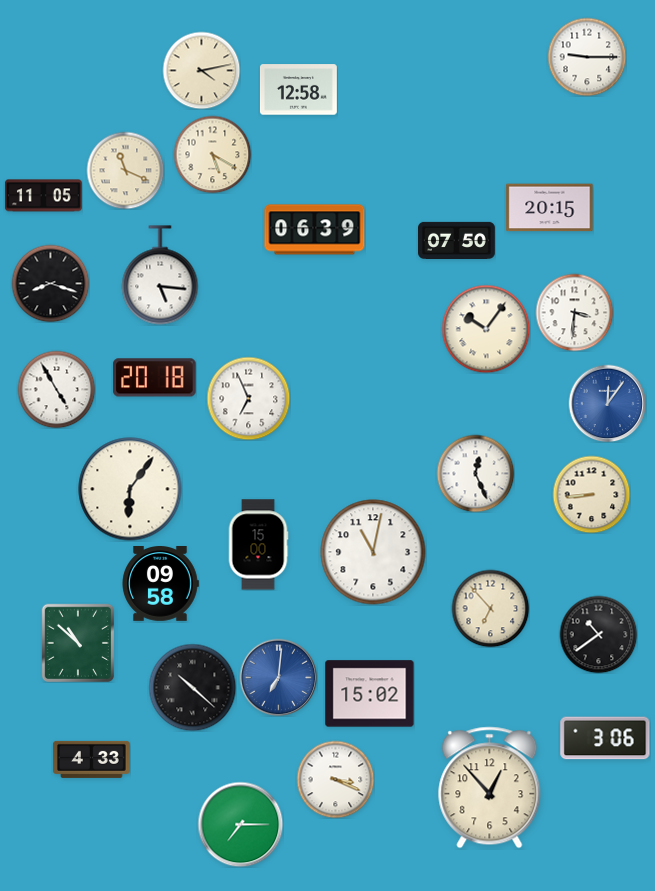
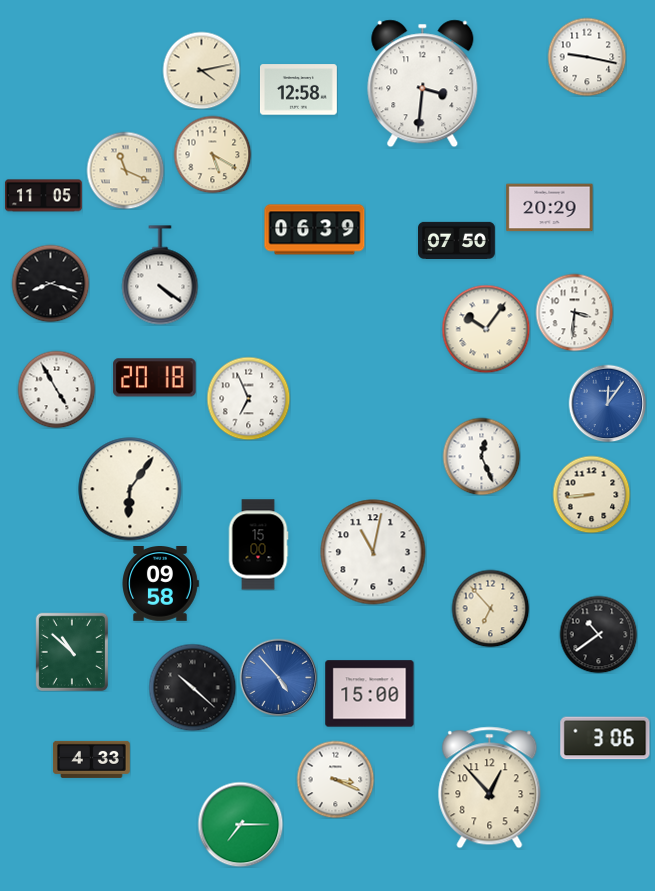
clock at (587, 57): 9:15 -> 9:17
clock at (423, 84): none -> 3:31
clock at (550, 208): 20:15 -> 20:29
clock at (160, 275): 5:16 -> 4:21
clock at (475, 473) position: (475, 473) -> (481, 456)
clock at (77, 642) position: (77, 642) -> (71, 651)
clock at (278, 677): 7:01 -> 4:53
clock at (370, 694): 15:02 -> 15:00
